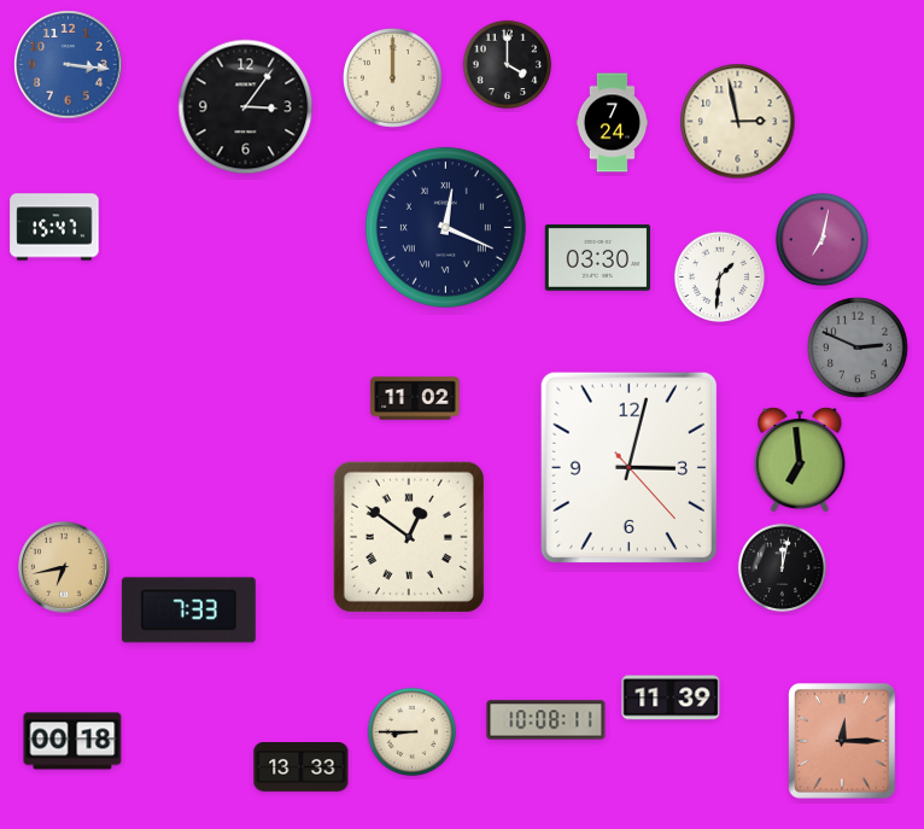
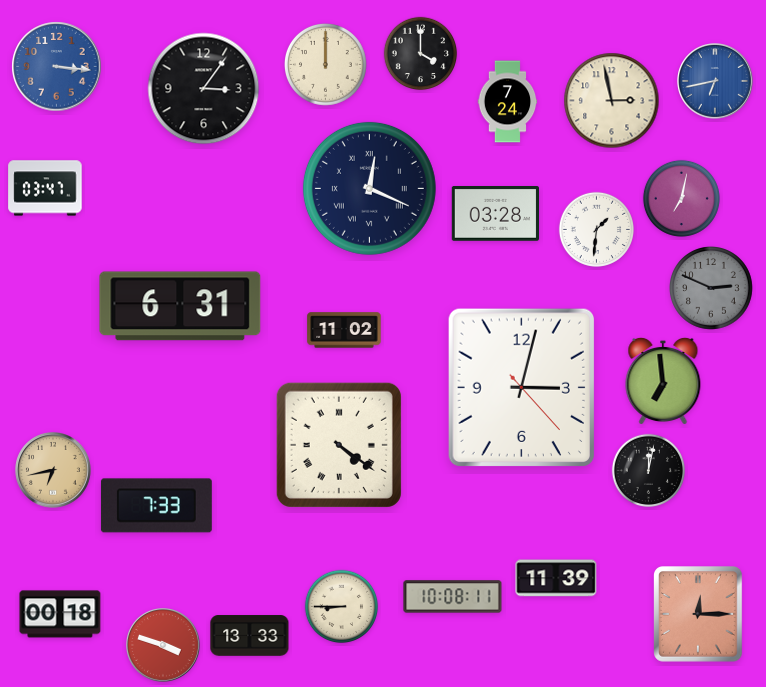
clock at (69, 65) position: (69, 65) -> (57, 67)
clock at (715, 81): none -> 6:43
clock at (54, 227): 15:47 -> 03:47
clock at (597, 258): 03:30 -> 03:28
clock at (180, 306): none -> 6:31
clock at (409, 537): 12:51 -> 4:21
clock at (164, 646): none -> 3:48
